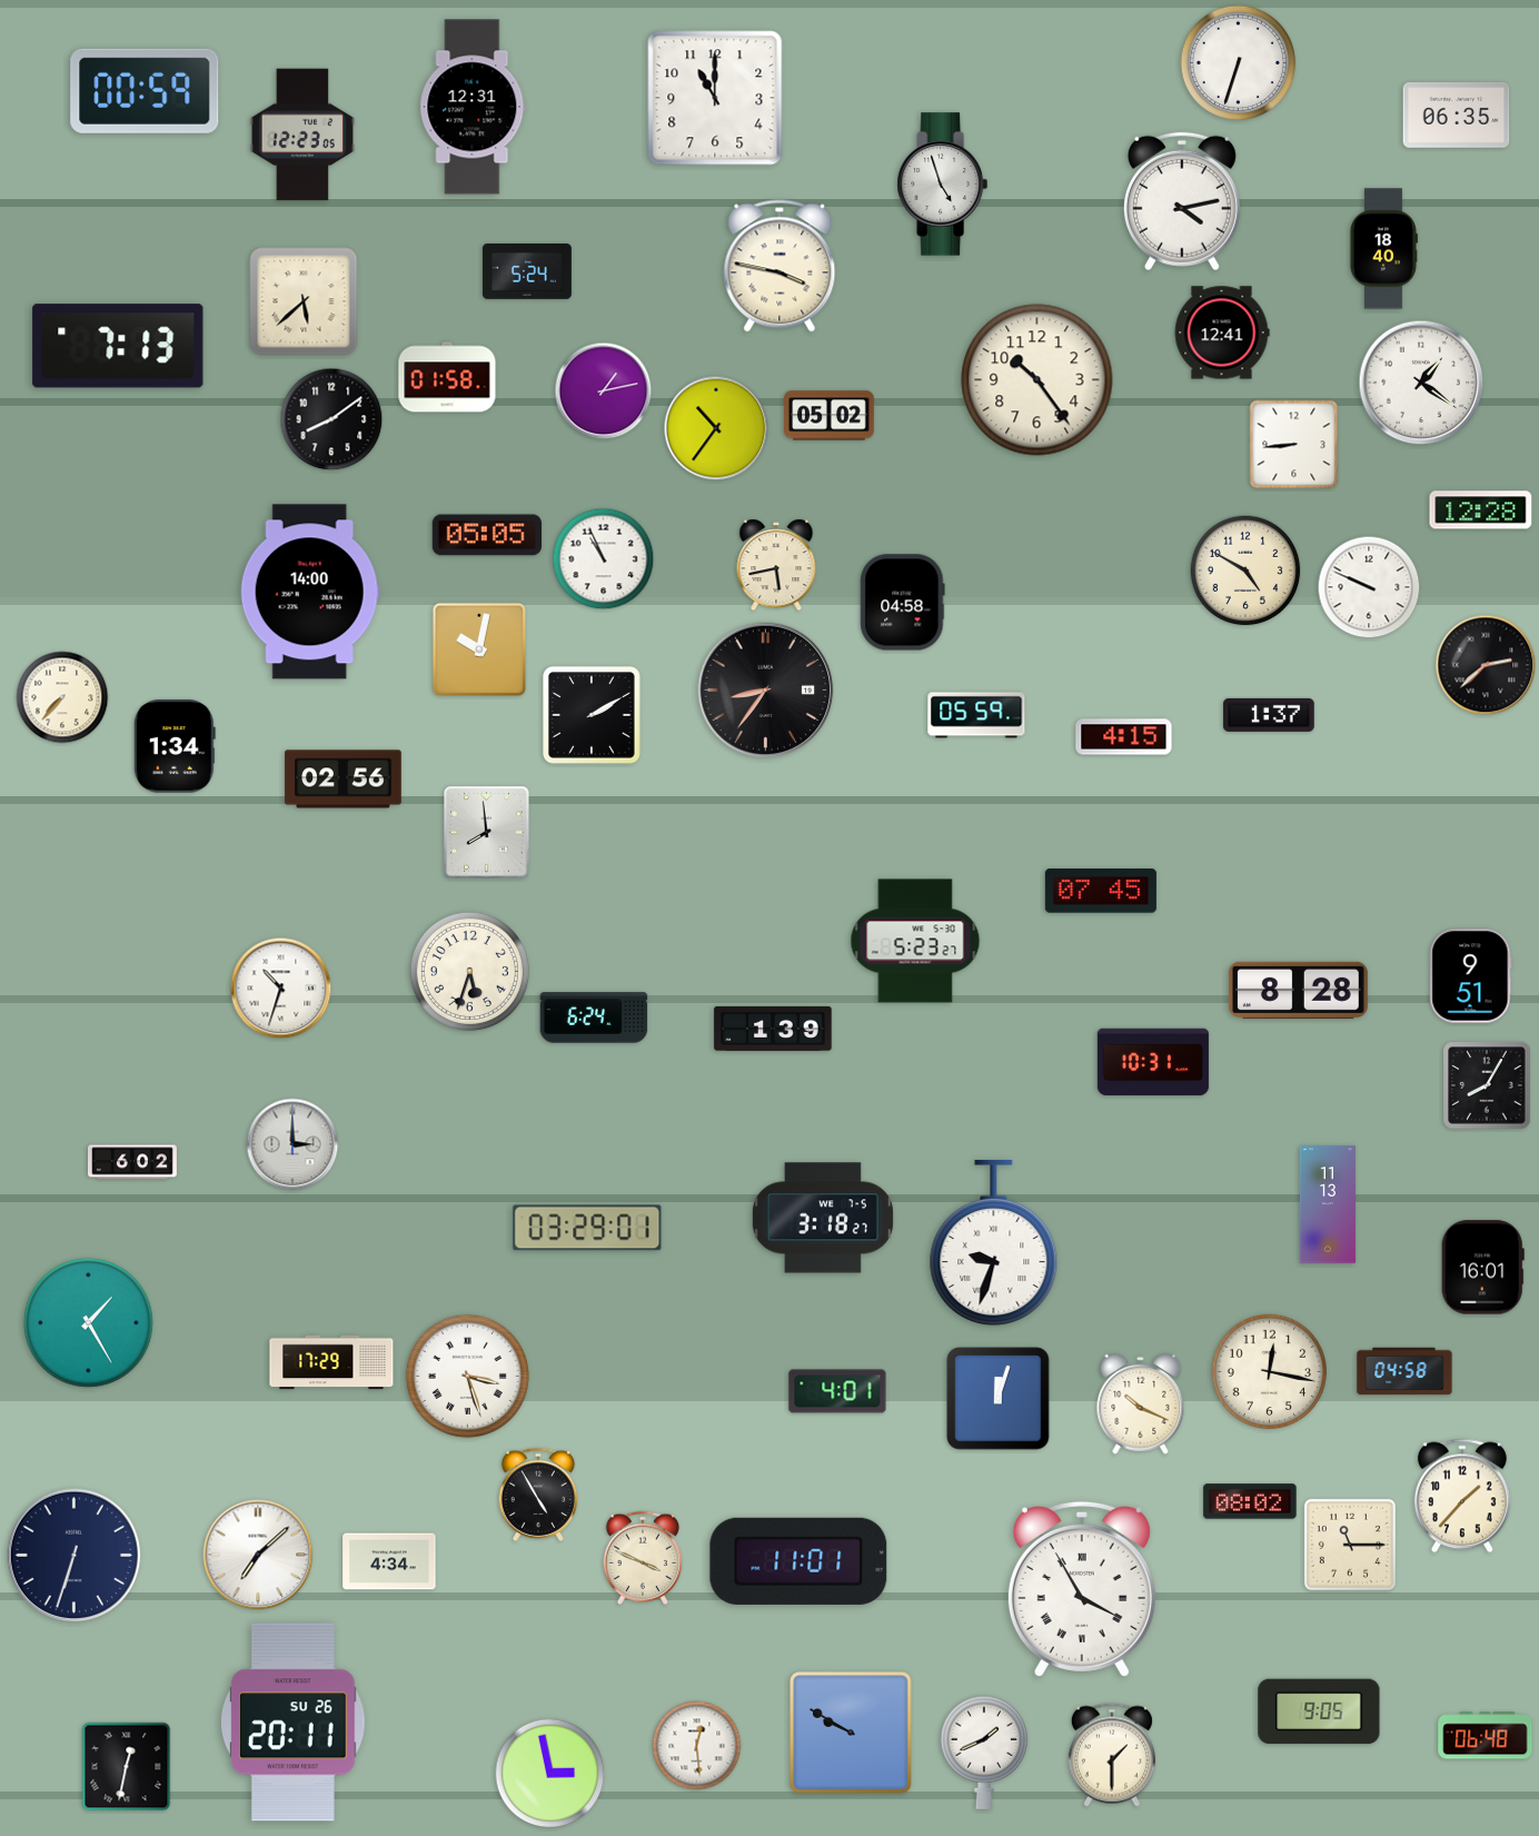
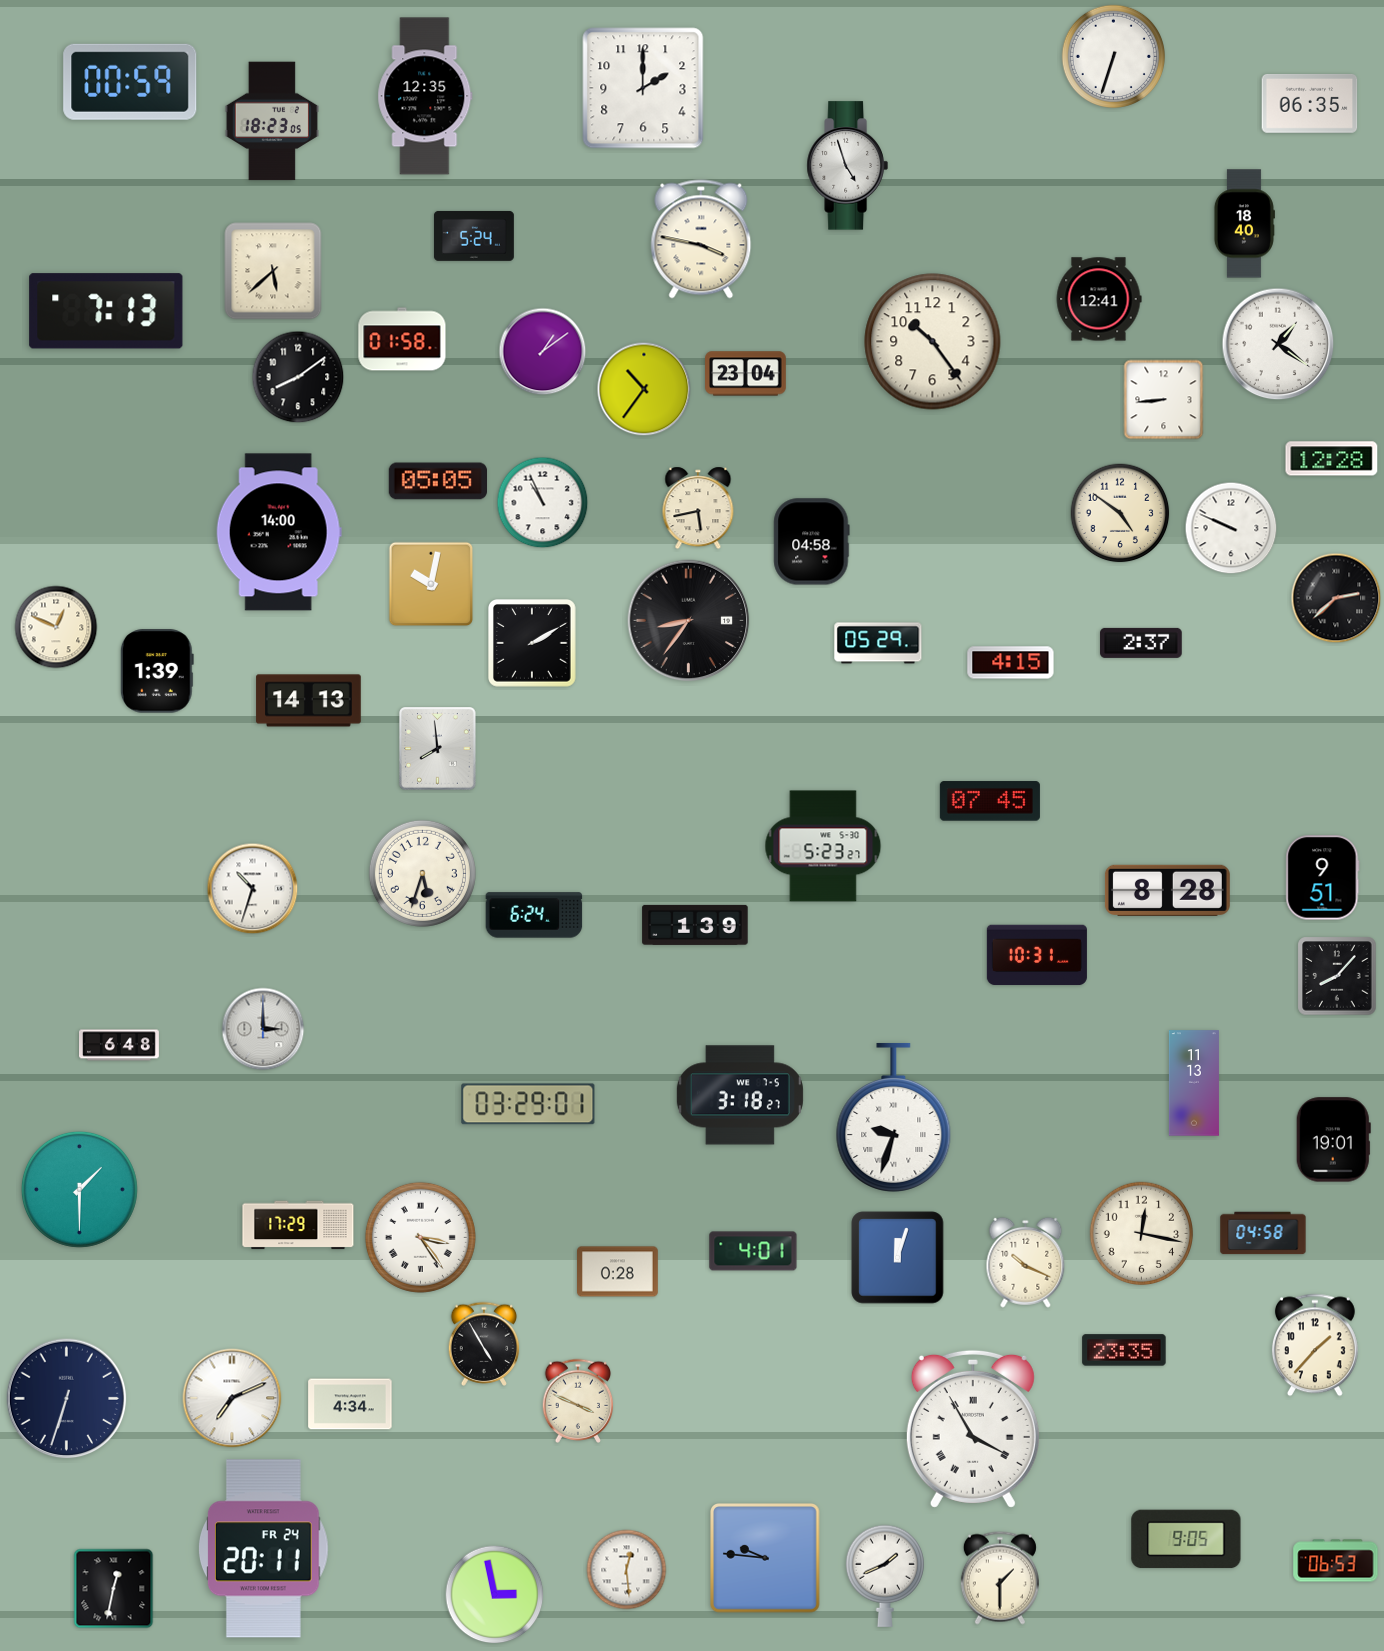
clock at (715, 98): 11:00 -> 2:00
clock at (473, 107): 12:31 -> 12:35
clock at (302, 135): 12:23 -> 18:23
clock at (1182, 201): 4:13 -> none
clock at (527, 271) position: (527, 271) -> (474, 236)
clock at (604, 391): 1:13 -> 1:09
clock at (830, 416): 05:02 -> 23:04
clock at (716, 428) position: (716, 428) -> (644, 389)
clock at (1245, 570): 4:50 -> 4:51
clock at (62, 697): 7:37 -> 12:49
clock at (976, 715): 05:59 -> 05:29
clock at (1269, 715): 1:37 -> 2:37
clock at (175, 746): 1:34 -> 1:39
clock at (344, 780): 02:56 -> 14:13
clock at (1487, 1085): 8:05 -> 8:07
clock at (133, 1162): 6:02 -> 6:48
clock at (1482, 1268): 16:01 -> 19:01
clock at (88, 1322): 1:25 -> 1:30
clock at (467, 1376): 3:27 -> 3:24
clock at (618, 1272): none -> 0:28
clock at (1250, 1501): 08:02 -> 23:35
clock at (1350, 1545): 11:15 -> none
clock at (258, 1555): 7:08 -> 7:11
clock at (798, 1561): 11:01 -> none
clock at (292, 1723) date: SU 26 -> FR 24
clock at (851, 1733): 9:50 -> 9:46
clock at (1486, 1736): 06:48 -> 06:53
